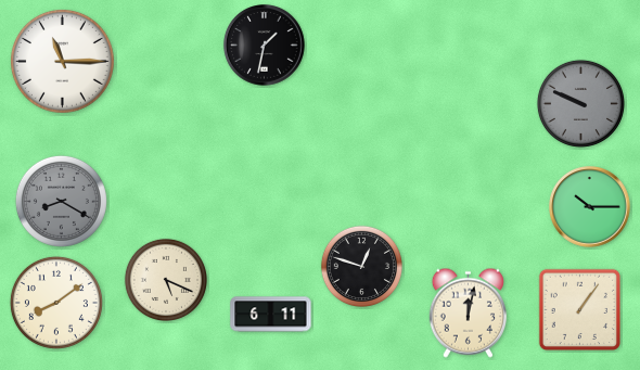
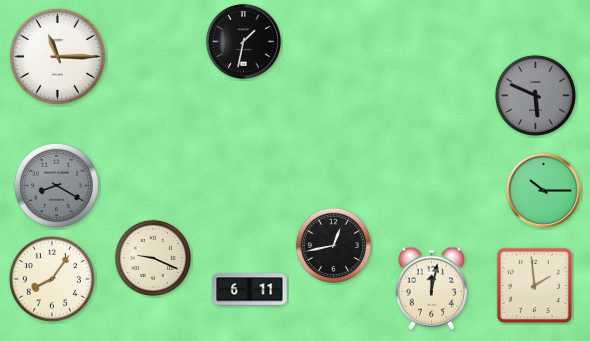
clock at (580, 103): 9:49 -> 5:49
clock at (361, 266): 12:48 -> 12:43
clock at (166, 280): 5:19 -> 9:19
clock at (56, 303): 8:09 -> 8:06
clock at (580, 310): 1:06 -> 1:59
